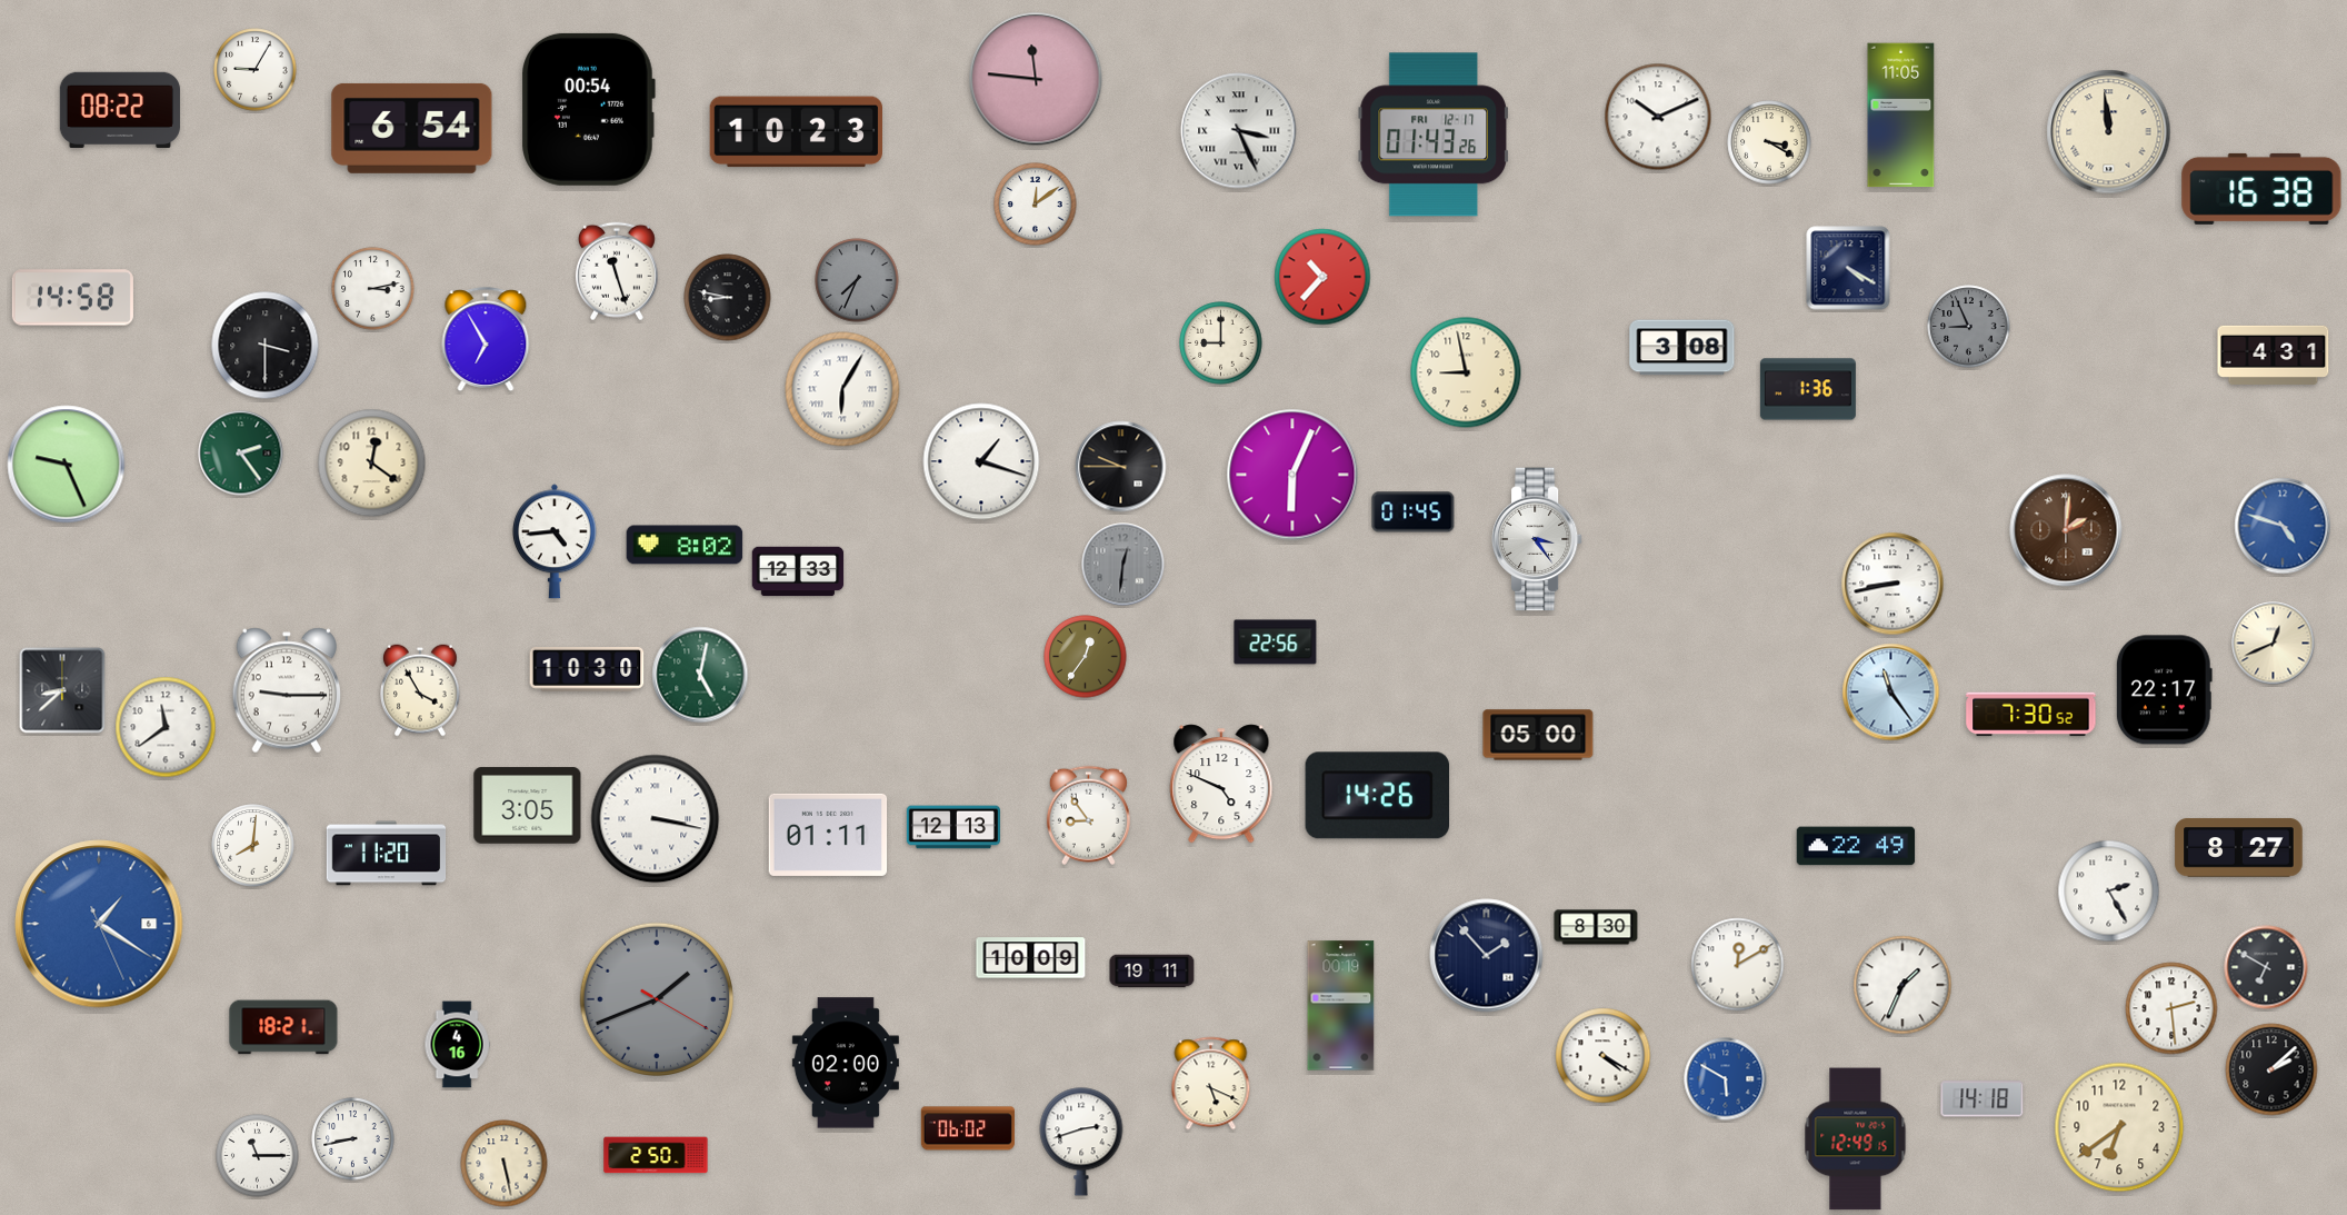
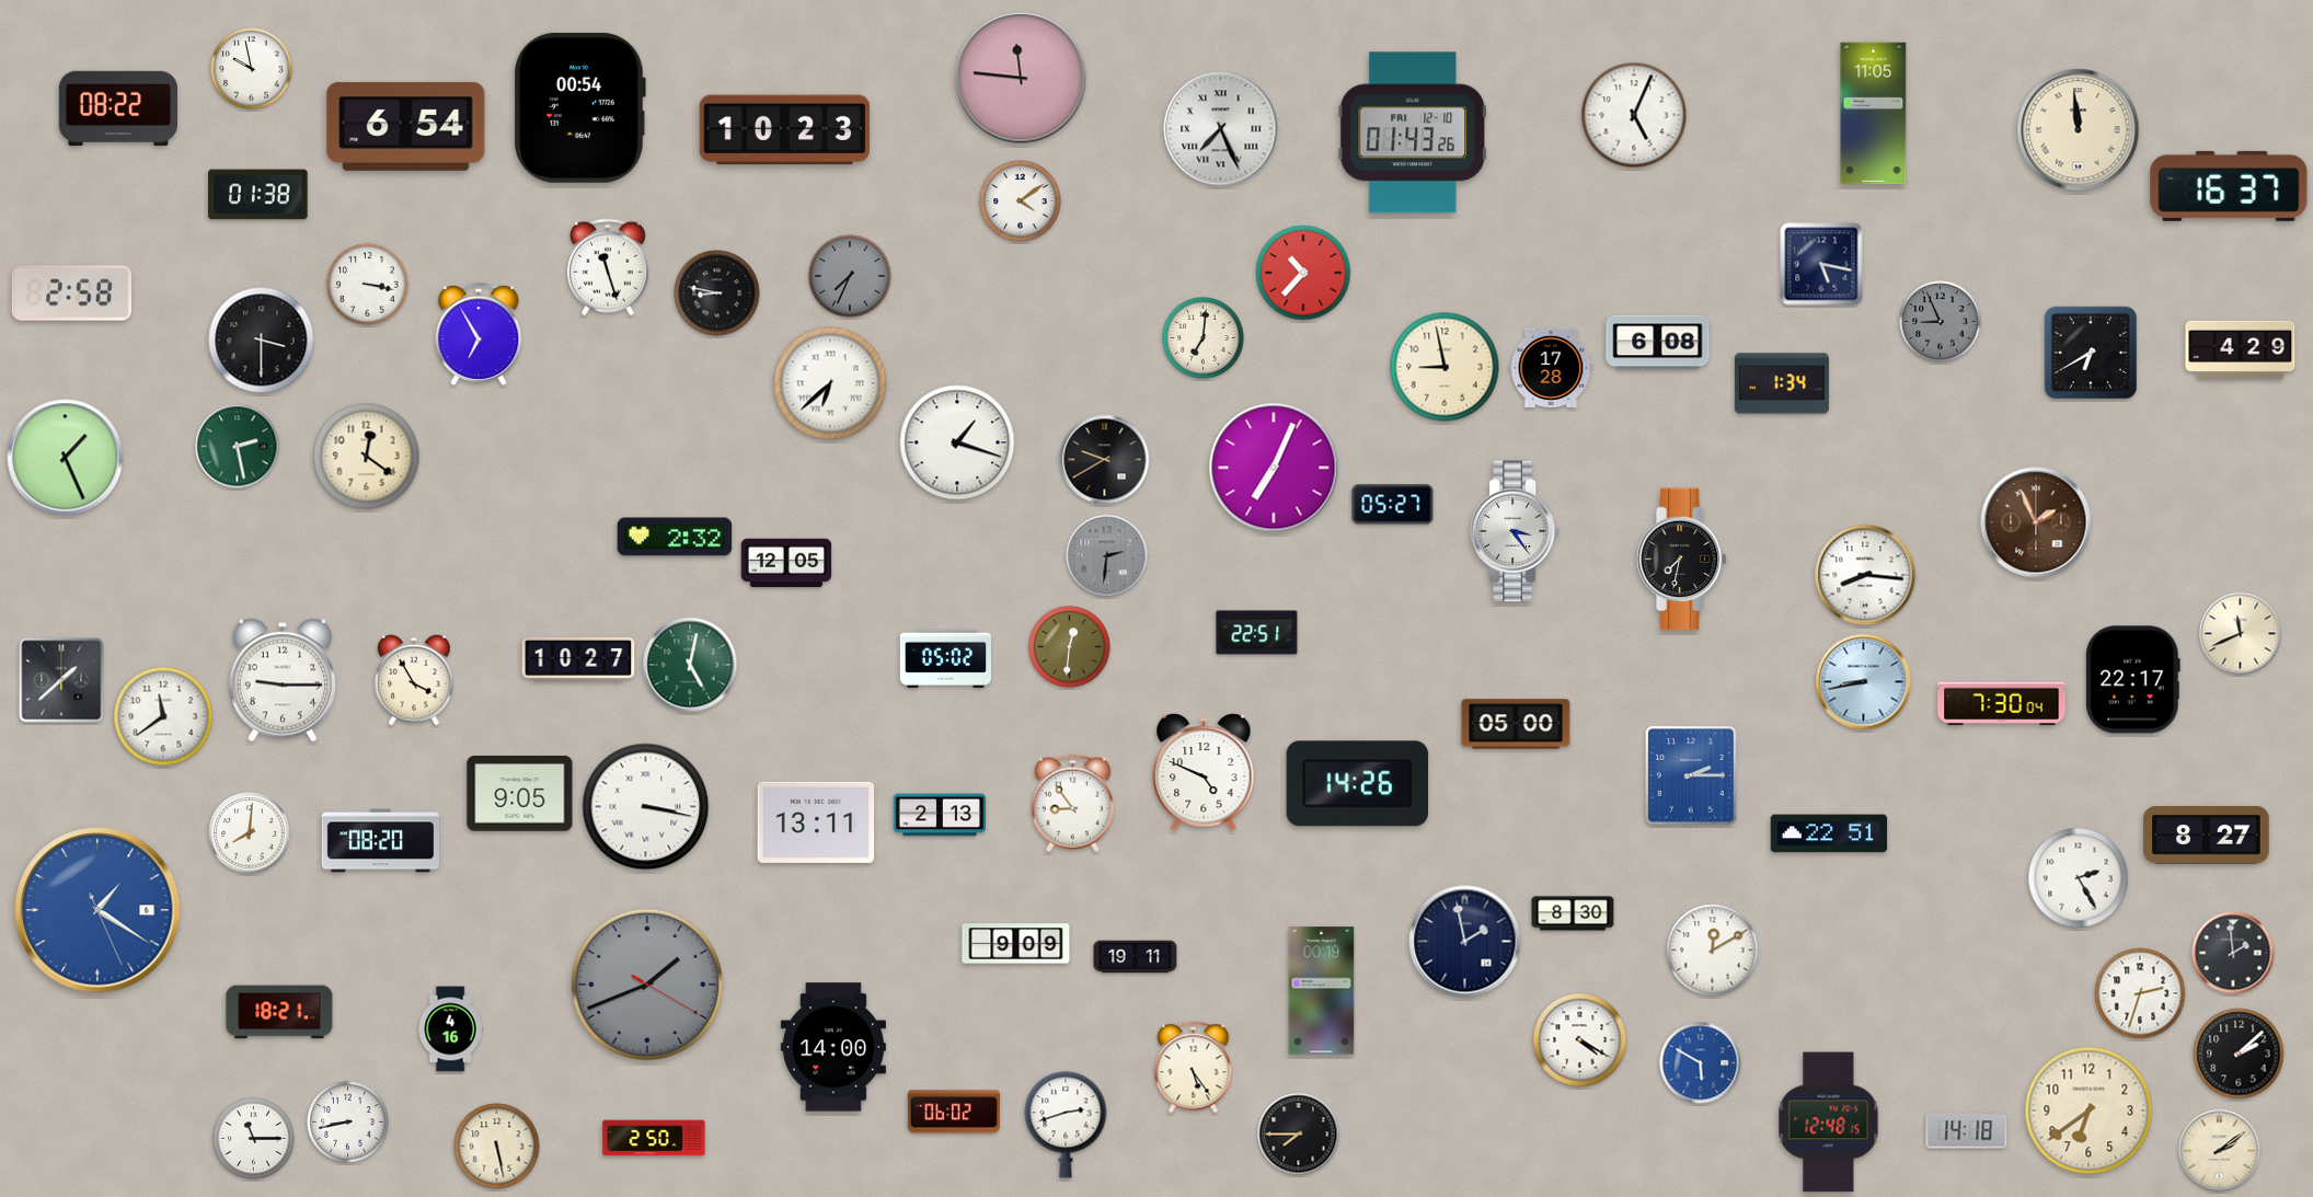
clock at (256, 70): 9:05 -> 9:58
clock at (1658, 117): 10:11 -> 5:04
clock at (1239, 131): 3:26 -> 7:26
clock at (1434, 135) date: FRI 12-17 -> FRI 12-10
clock at (1769, 142): 3:20 -> none
clock at (2261, 189): 16:38 -> 16:37
clock at (258, 195): none -> 01:38
clock at (1036, 205): 12:09 -> 4:09
clock at (1848, 268): 4:20 -> 5:17
clock at (857, 280) position: (857, 280) -> (850, 276)
clock at (373, 289): 3:13 -> 3:17
clock at (72, 298): 14:58 -> 2:58
clock at (1221, 343): 9:00 -> 7:01
clock at (1682, 348): 3:08 -> 6:08
clock at (2274, 355): 4:31 -> 4:29
clock at (2091, 353): none -> 6:40
clock at (1551, 367): none -> 17:28
clock at (842, 389): 6:05 -> 6:38
clock at (1808, 389): 1:36 -> 1:34
clock at (241, 454): 2:24 -> 2:28
clock at (981, 461) position: (981, 461) -> (957, 442)
clock at (67, 465): 9:26 -> 1:26
clock at (1121, 467): 9:45 -> 9:40
clock at (1292, 475): 6:04 -> 7:04
clock at (1414, 512): 01:45 -> 05:27
clock at (2283, 526): 4:48 -> none
clock at (2066, 530): 2:01 -> 1:56
clock at (555, 541): 4:44 -> none
clock at (685, 545): 8:02 -> 2:32
clock at (1123, 565): 12:31 -> 2:31
clock at (1681, 560): none -> 7:32
clock at (798, 571): 12:33 -> 12:05
clock at (1892, 584): 8:43 -> 8:16
clock at (1276, 643): 22:56 -> 22:51
clock at (2274, 644): 12:41 -> 11:41
clock at (1086, 657): 12:36 -> 12:31
clock at (945, 658): none -> 05:02
clock at (587, 669): 10:30 -> 10:27
clock at (62, 690): 8:38 -> 1:38
clock at (1891, 693): 11:24 -> 8:43
clock at (2031, 715): 7:30:52 -> 7:30:04
clock at (1691, 775): none -> 2:15
clock at (528, 806): 3:05 -> 9:05
clock at (953, 827): 12:13 -> 2:13
clock at (828, 835): 01:11 -> 13:11
clock at (1856, 846): 22:49 -> 22:51
clock at (387, 854): 11:20 -> 08:20
clock at (1487, 956): 1:53 -> 1:58
clock at (1031, 958): 10:09 -> 9:09
clock at (2266, 967): 6:50 -> 1:59
clock at (1902, 985): 1:34 -> none
clock at (2171, 1008): 2:29 -> 2:33
clock at (846, 1063): 02:00 -> 14:00
clock at (1211, 1084): 5:19 -> 5:24
clock at (1983, 1099) position: (1983, 1099) -> (1967, 1131)
clock at (1856, 1139): 12:49 -> 12:48
clock at (1299, 1135): none -> 7:45
clock at (656, 1155) position: (656, 1155) -> (654, 1138)
clock at (2220, 1151): none -> 2:09
